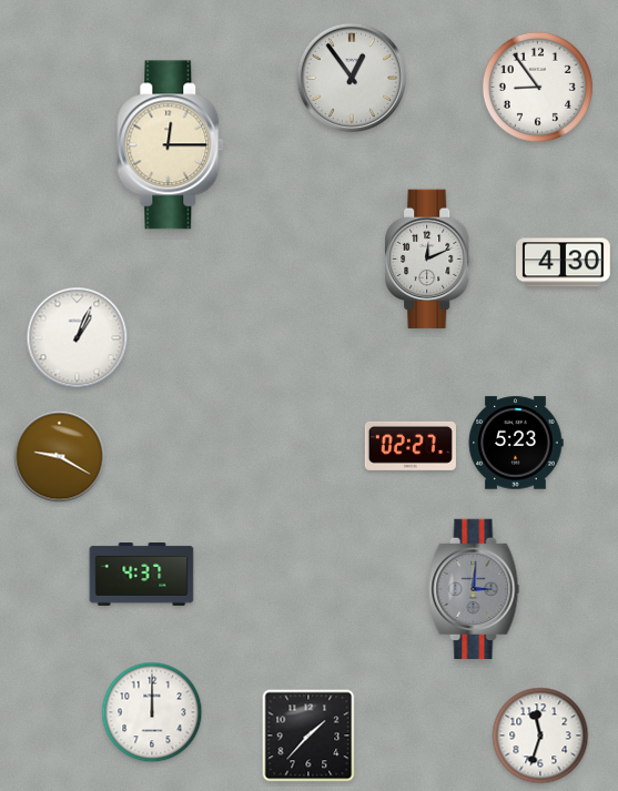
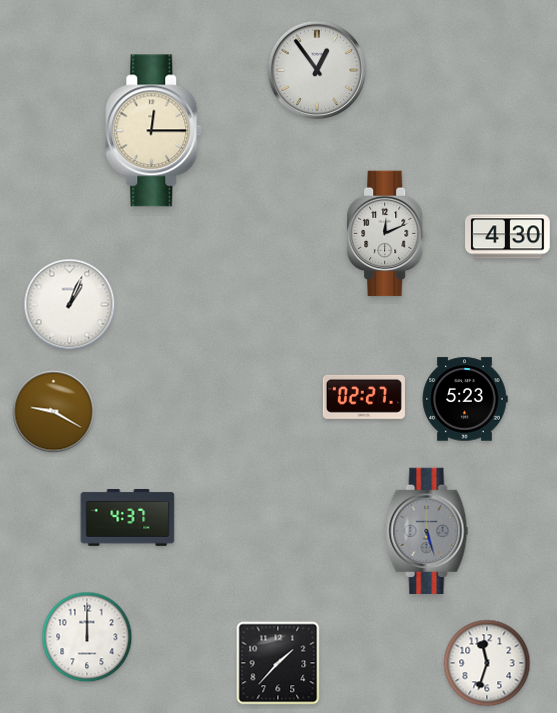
clock at (537, 87): 8:54 -> none
clock at (411, 446) position: (411, 446) -> (364, 397)
clock at (474, 588): 3:01 -> 5:27
clock at (152, 712) position: (152, 712) -> (87, 637)
